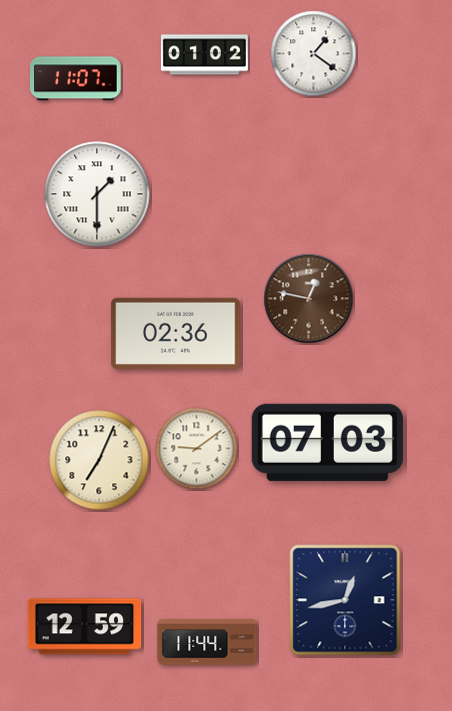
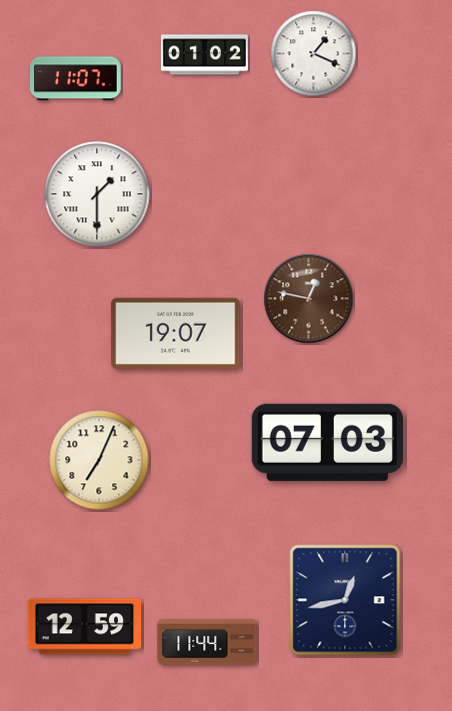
clock at (314, 54): 1:21 -> 1:19
clock at (176, 333): 02:36 -> 19:07
clock at (197, 449): 9:09 -> none
